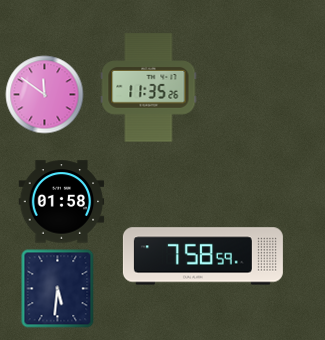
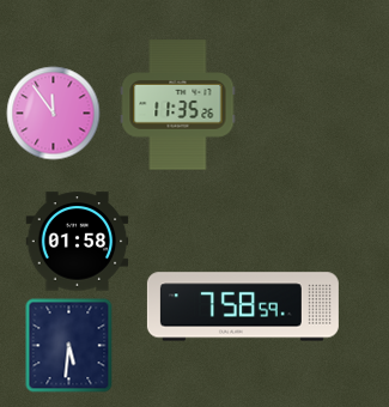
clock at (44, 94): 11:51 -> 11:54
clock at (61, 202) position: (61, 202) -> (77, 242)
